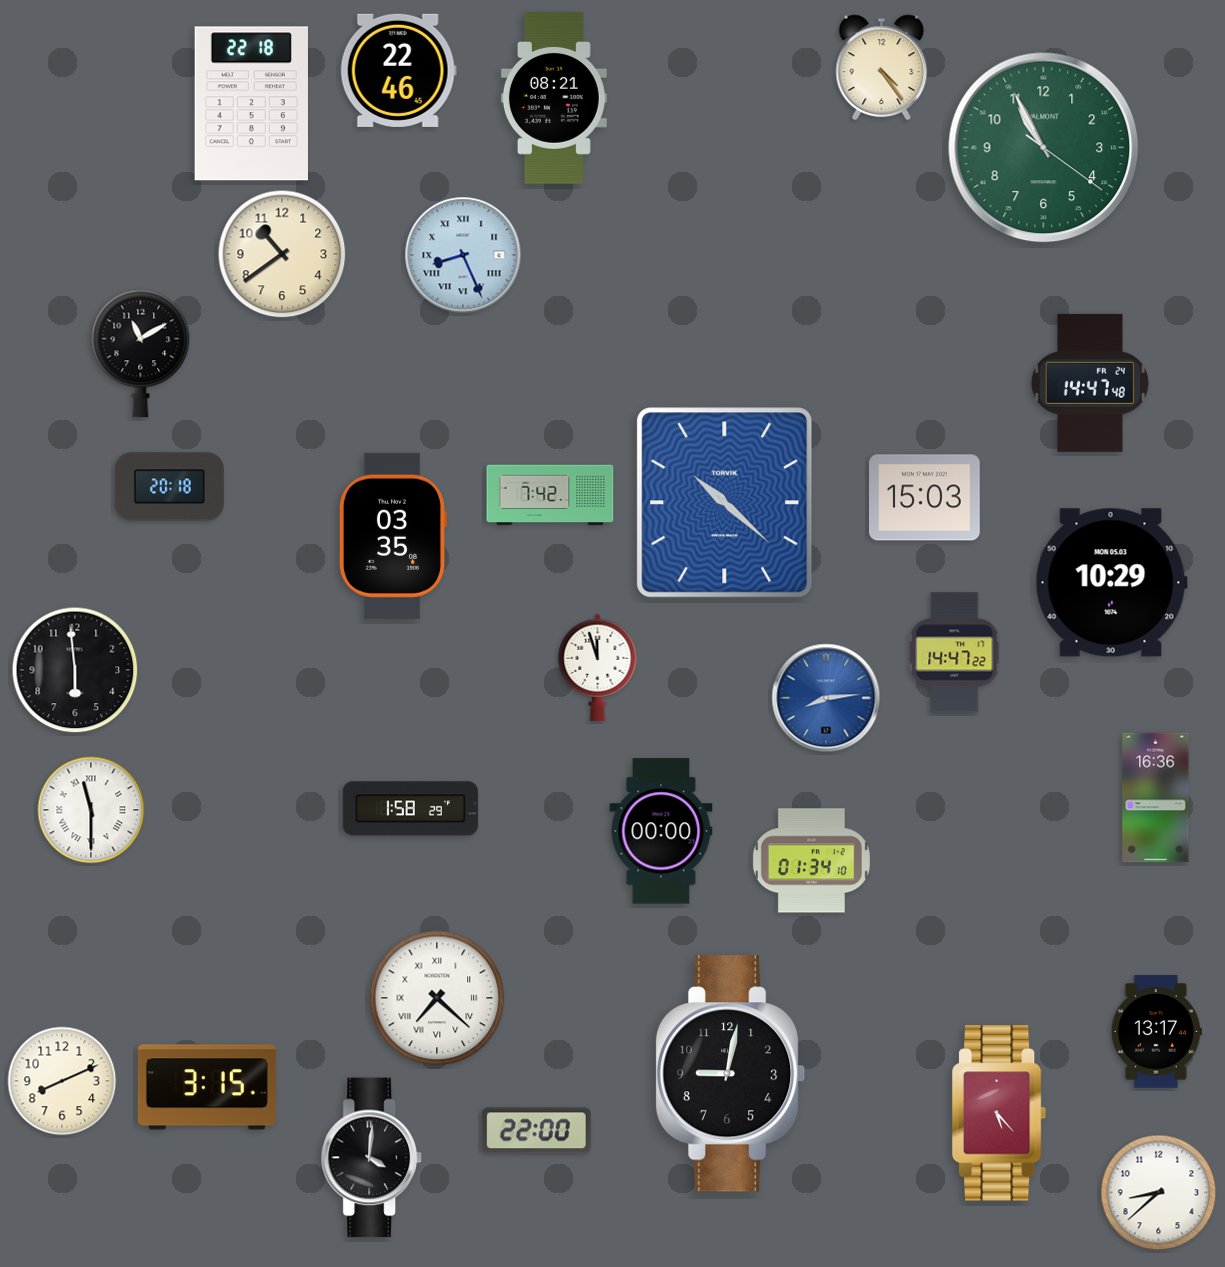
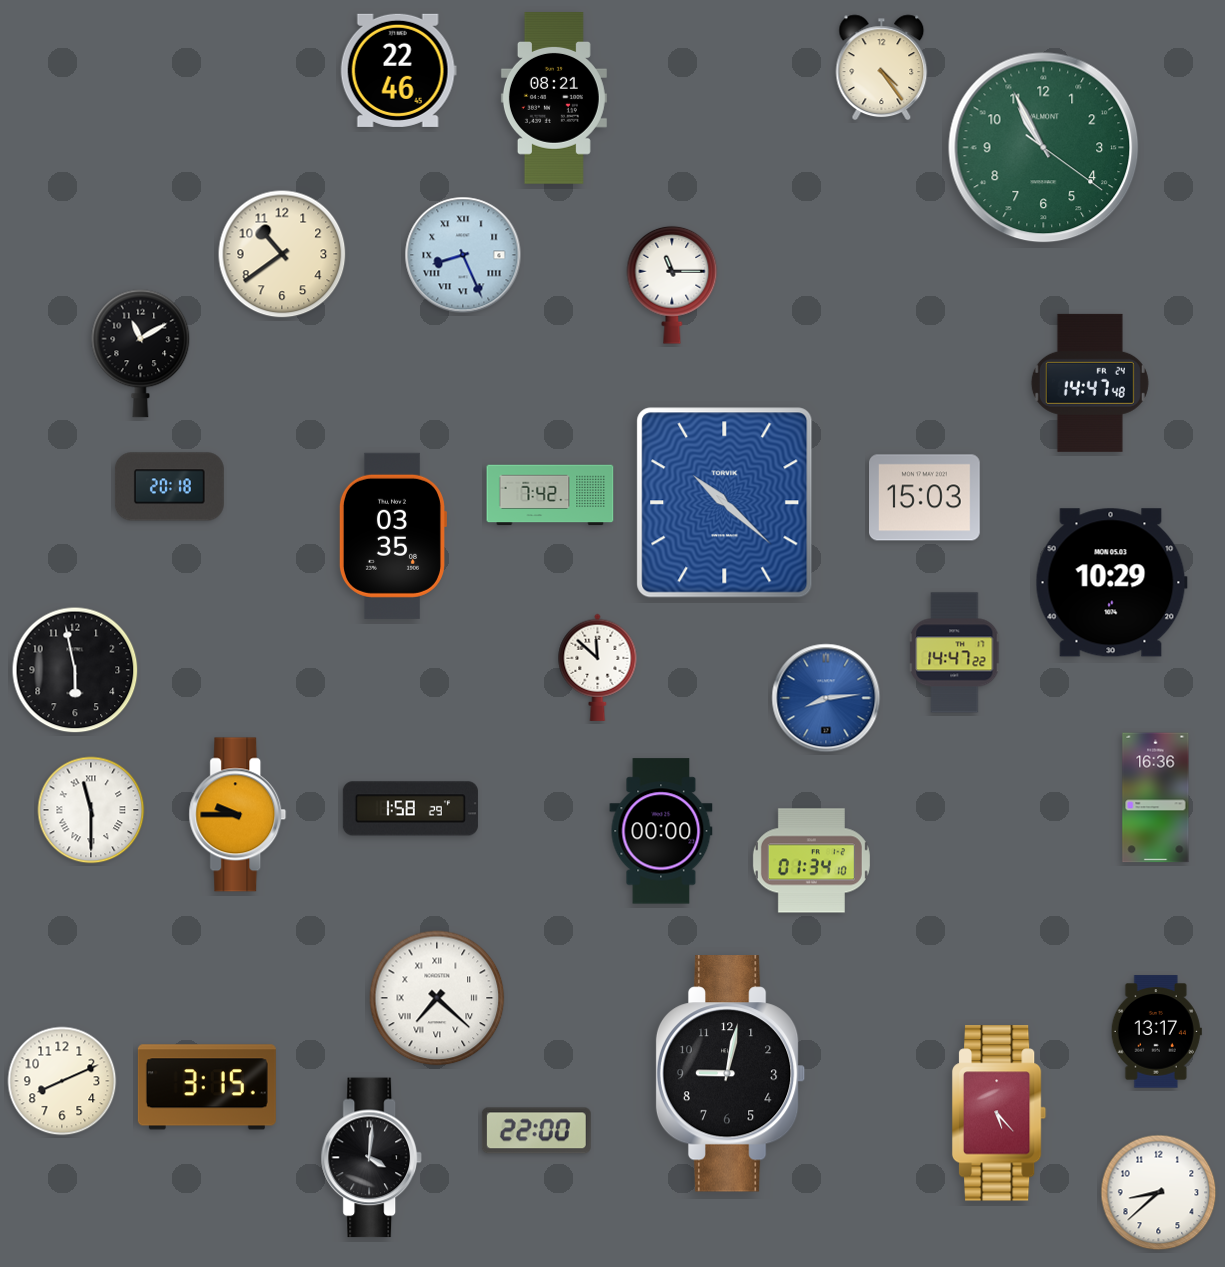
clock at (251, 104): 22:18 -> none
clock at (672, 285): none -> 11:15
clock at (598, 667): 11:57 -> 11:52
clock at (75, 670): 5:59 -> 5:58
clock at (238, 815): none -> 9:45
